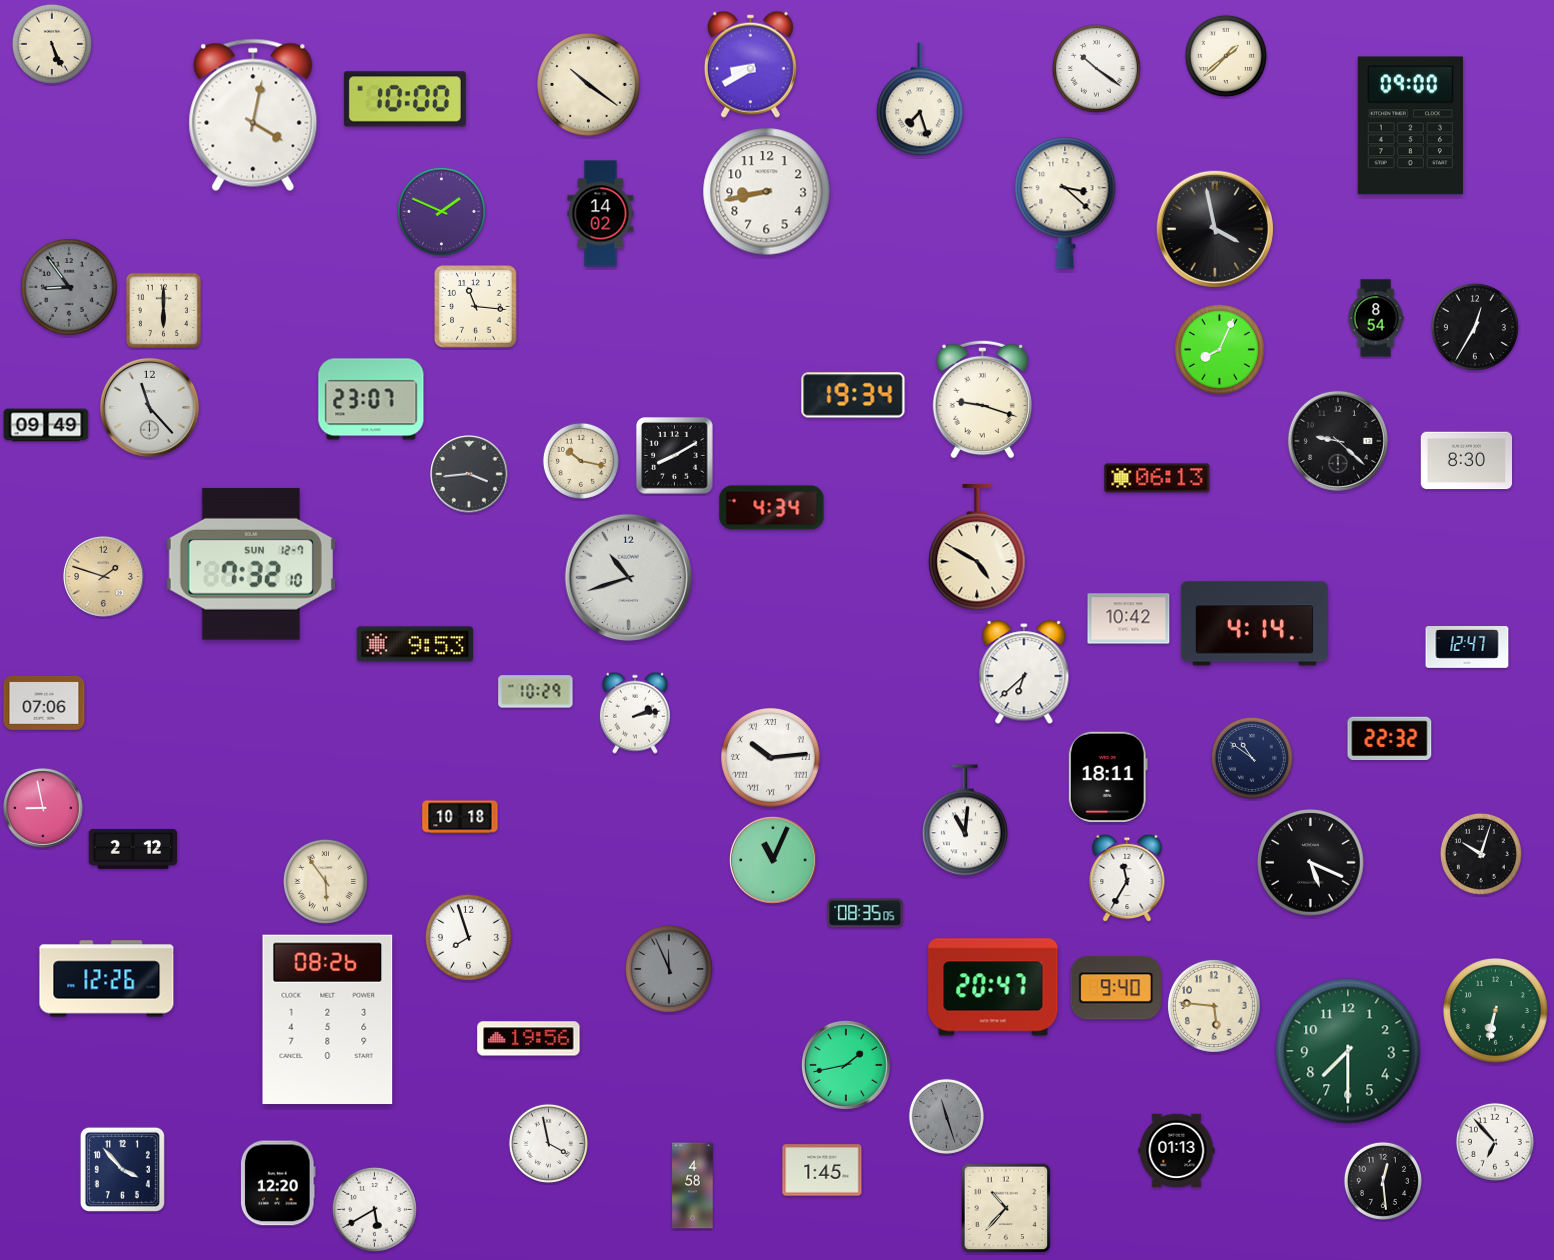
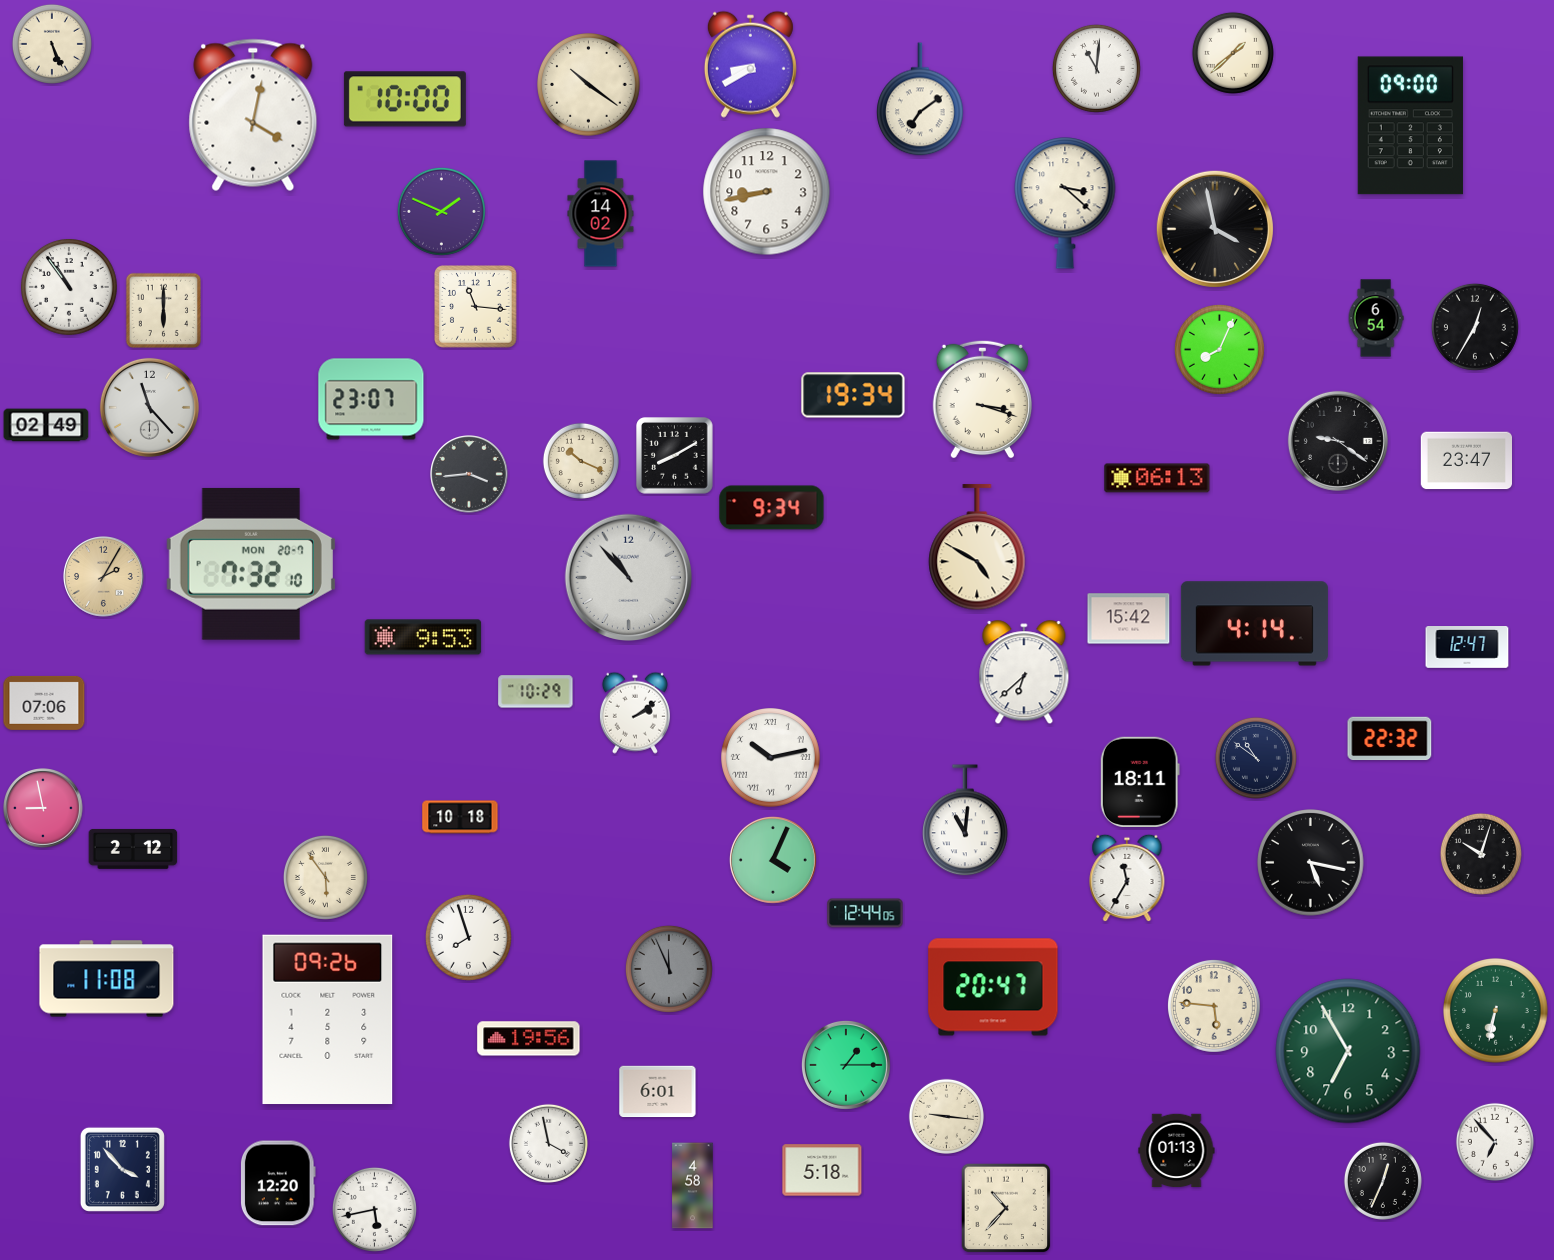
clock at (1226, 56) position: (1226, 56) -> (1233, 53)
clock at (1096, 68): 10:21 -> 11:01
clock at (920, 99): 7:27 -> 7:09
clock at (70, 288): 8:54 -> 10:54
clock at (70, 288) dial: grey -> white
clock at (1376, 318): 8:54 -> 6:54
clock at (982, 399): 9:18 -> 3:18
clock at (46, 425): 09:49 -> 02:49
clock at (1338, 441): 9:22 -> 9:21
clock at (581, 461): 10:17 -> 10:19
clock at (1466, 461): 8:30 -> 23:47
clock at (772, 508): 4:34 -> 9:34
clock at (251, 564) date: SUN 12-7 -> MON 20-7
clock at (104, 577): 1:48 -> 2:05
clock at (628, 577): 10:42 -> 10:53
clock at (1129, 619): 10:42 -> 15:42
clock at (415, 644) position: (415, 644) -> (423, 637)
clock at (635, 713): 2:13 -> 2:09
clock at (771, 758): 10:14 -> 10:13
clock at (1252, 758) position: (1252, 758) -> (1256, 758)
clock at (1108, 776) position: (1108, 776) -> (1140, 781)
clock at (773, 860): 11:04 -> 4:04
clock at (1311, 863): 5:19 -> 5:17
clock at (325, 881) position: (325, 881) -> (325, 877)
clock at (865, 913): 08:35 -> 12:44
clock at (107, 979): 12:26 -> 11:08
clock at (1115, 988): 9:40 -> none
clock at (328, 1020): 08:26 -> 09:26
clock at (1348, 1051): 7:30 -> 6:55
clock at (846, 1065): 1:43 -> 1:15
clock at (658, 1092): none -> 6:01
clock at (946, 1116): 11:27 -> 9:16
clock at (946, 1116) dial: grey -> cream
clock at (822, 1170): 1:45 -> 5:18
clock at (1383, 1181): 12:29 -> 12:34
clock at (374, 1209): 5:40 -> 5:43
